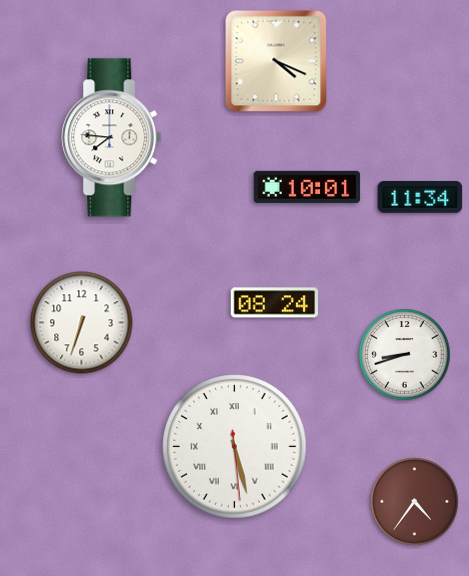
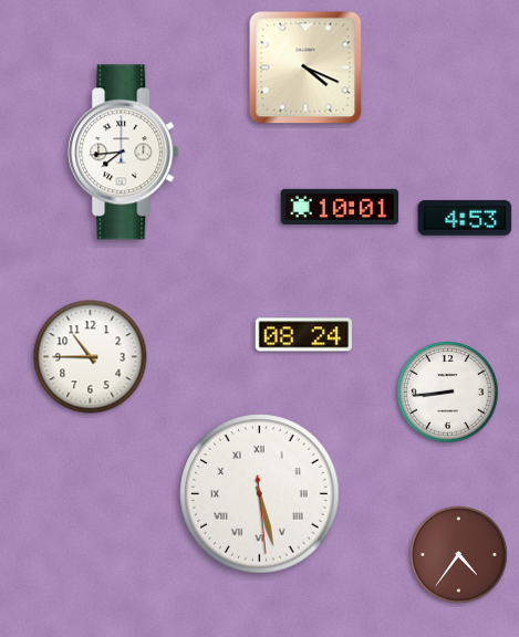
clock at (112, 138): 7:46 -> 7:44
clock at (420, 197): 11:34 -> 4:53
clock at (82, 323): 6:33 -> 10:45
clock at (405, 355): 8:42 -> 8:44
